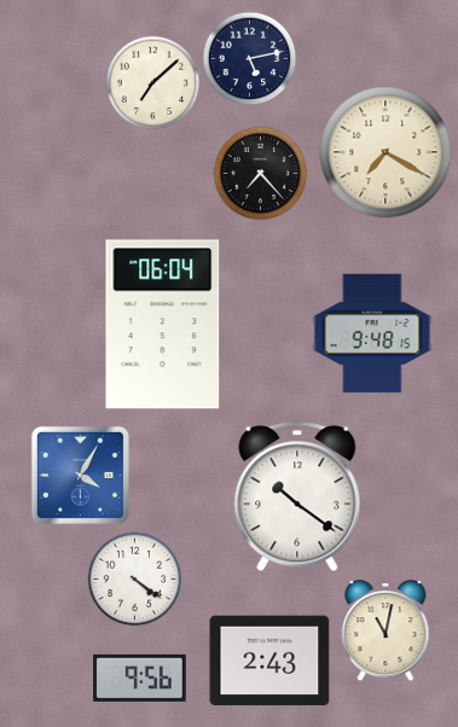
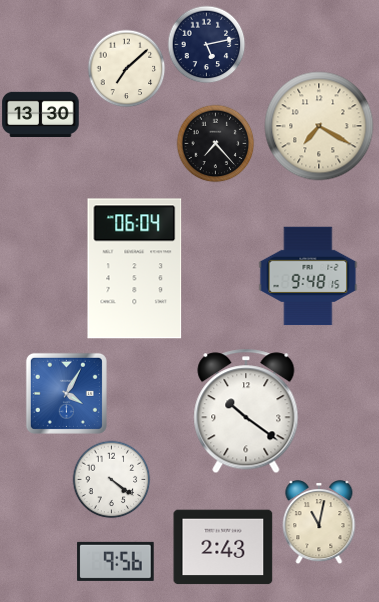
clock at (249, 58) position: (249, 58) -> (206, 44)
clock at (41, 114): none -> 13:30
